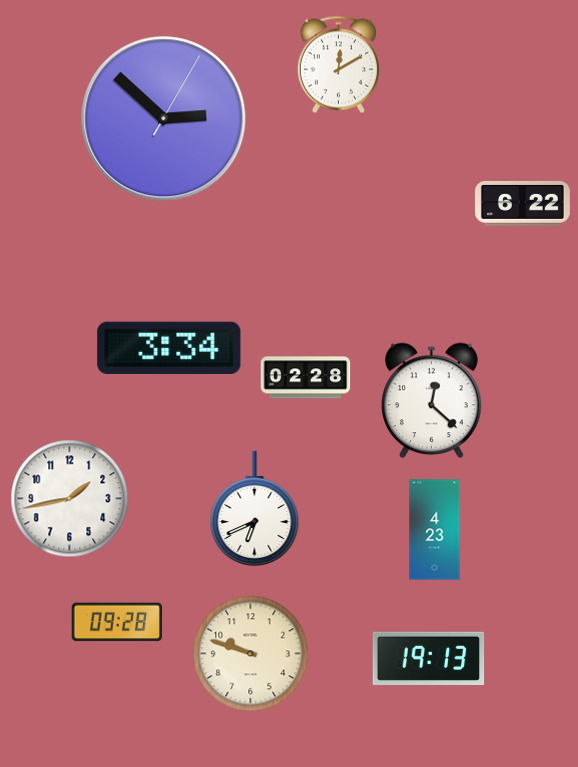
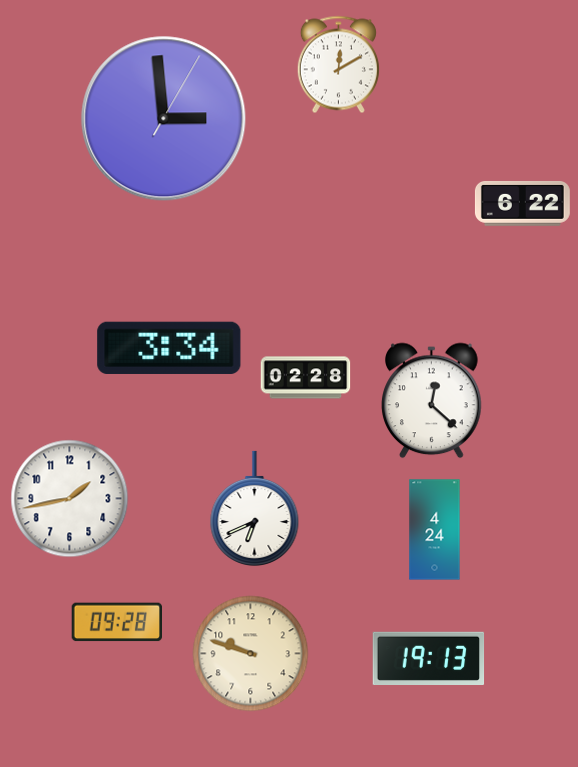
clock at (164, 119): 2:52 -> 2:59
clock at (435, 530): 4:23 -> 4:24
